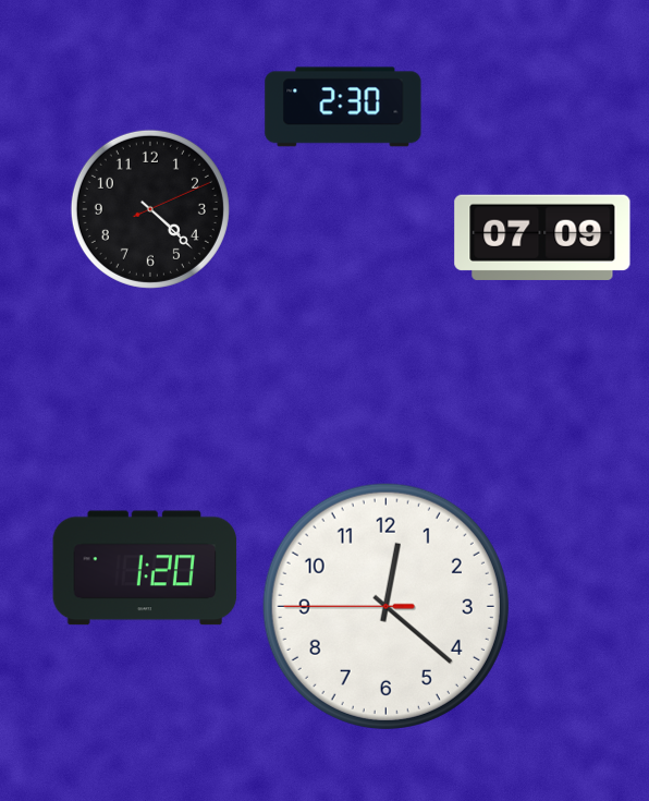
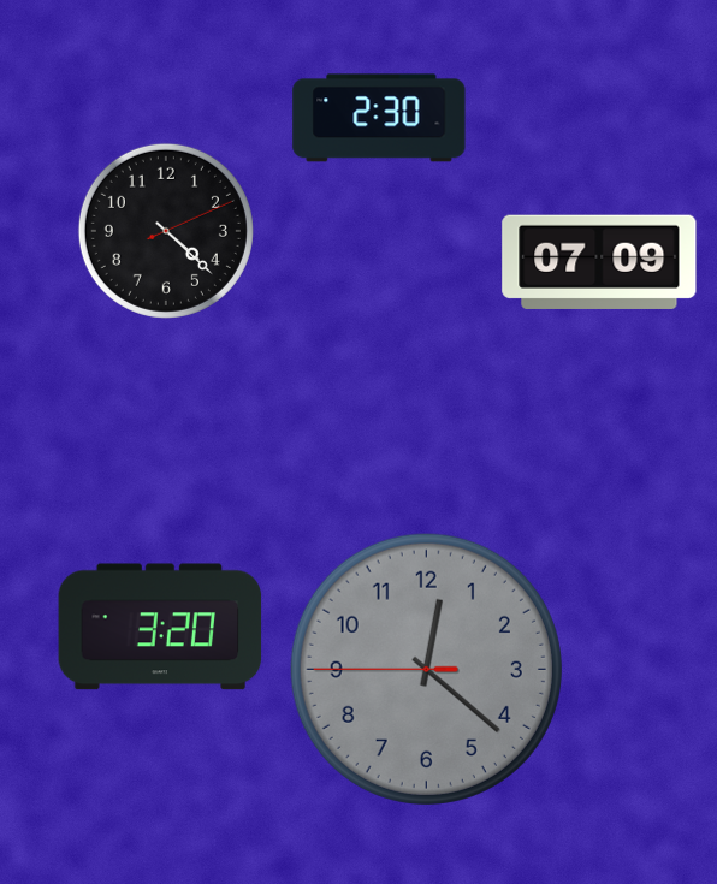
clock at (145, 568): 1:20 -> 3:20
clock at (385, 606) dial: white -> grey
